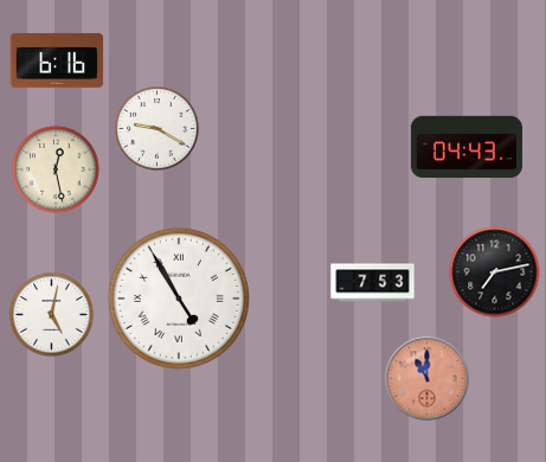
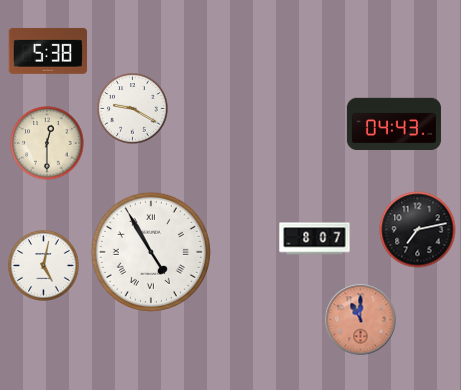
clock at (57, 60): 6:16 -> 5:38
clock at (56, 169): 12:28 -> 12:30
clock at (373, 283): 7:53 -> 8:07
